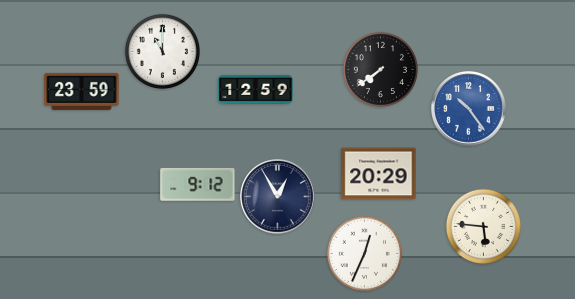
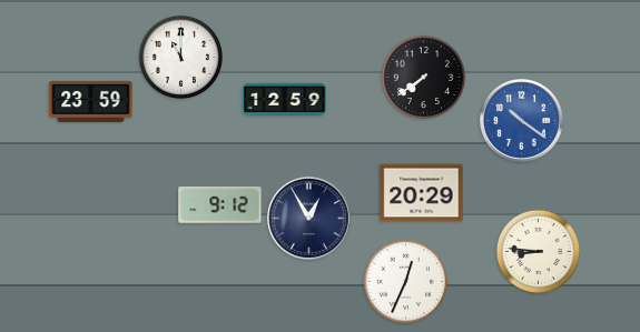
clock at (469, 109): 10:24 -> 10:21
clock at (483, 226): 5:46 -> 8:46
